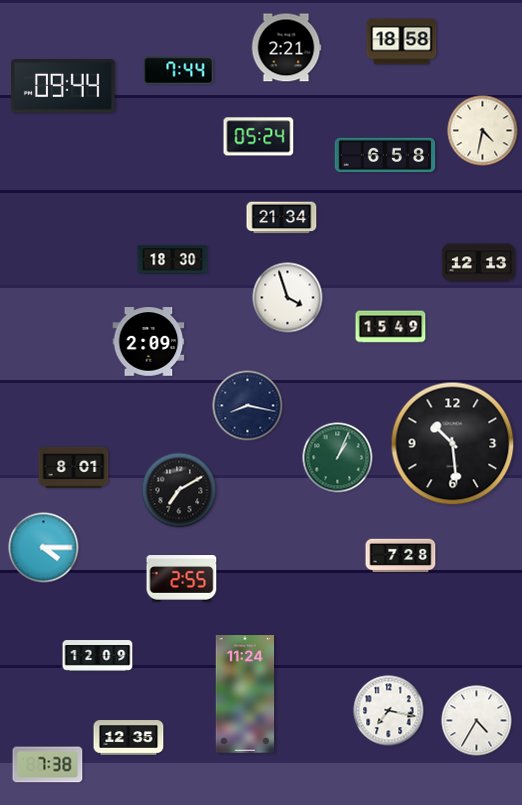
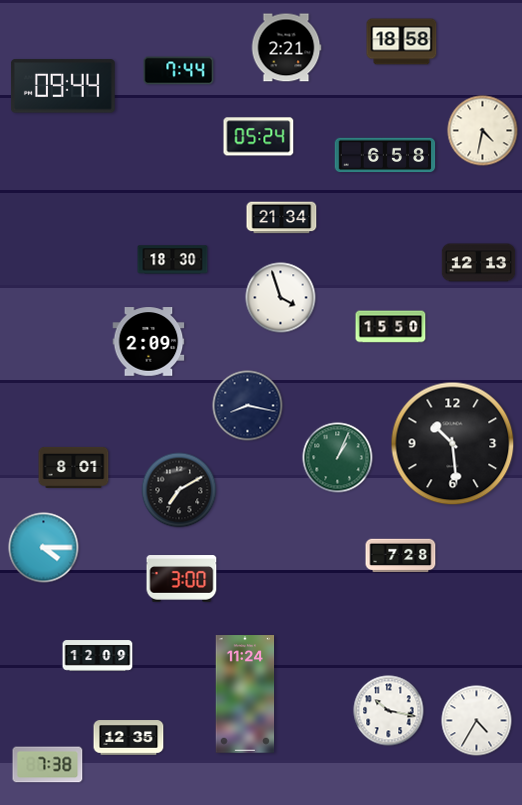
clock at (288, 298) position: (288, 298) -> (281, 298)
clock at (391, 327): 15:49 -> 15:50
clock at (182, 579): 2:55 -> 3:00
clock at (389, 711): 7:17 -> 10:17
